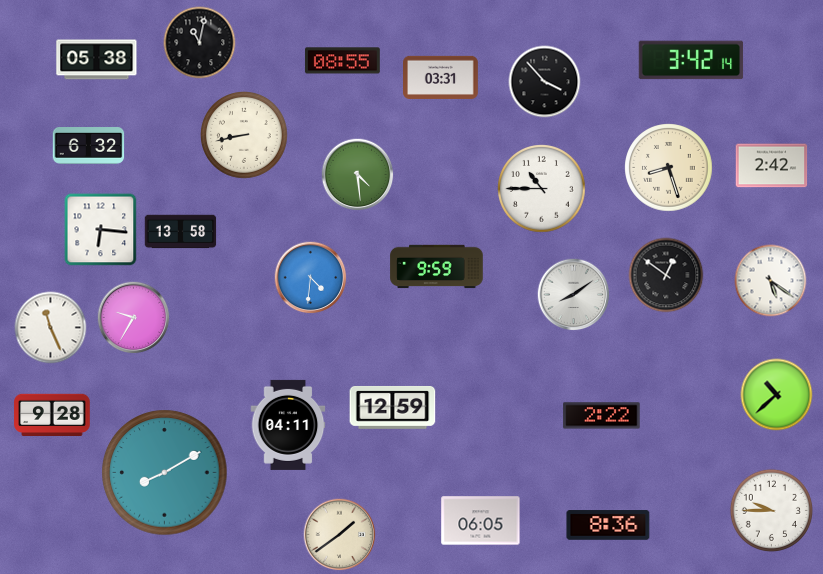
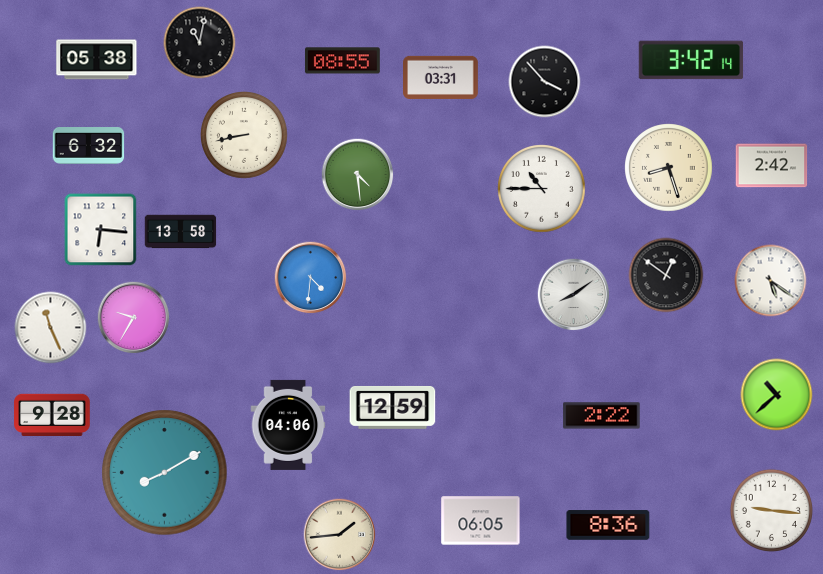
clock at (437, 267): 9:59 -> none
clock at (288, 425): 04:11 -> 04:06
clock at (771, 510): 9:45 -> 9:16
clock at (340, 535): 1:39 -> 1:44
